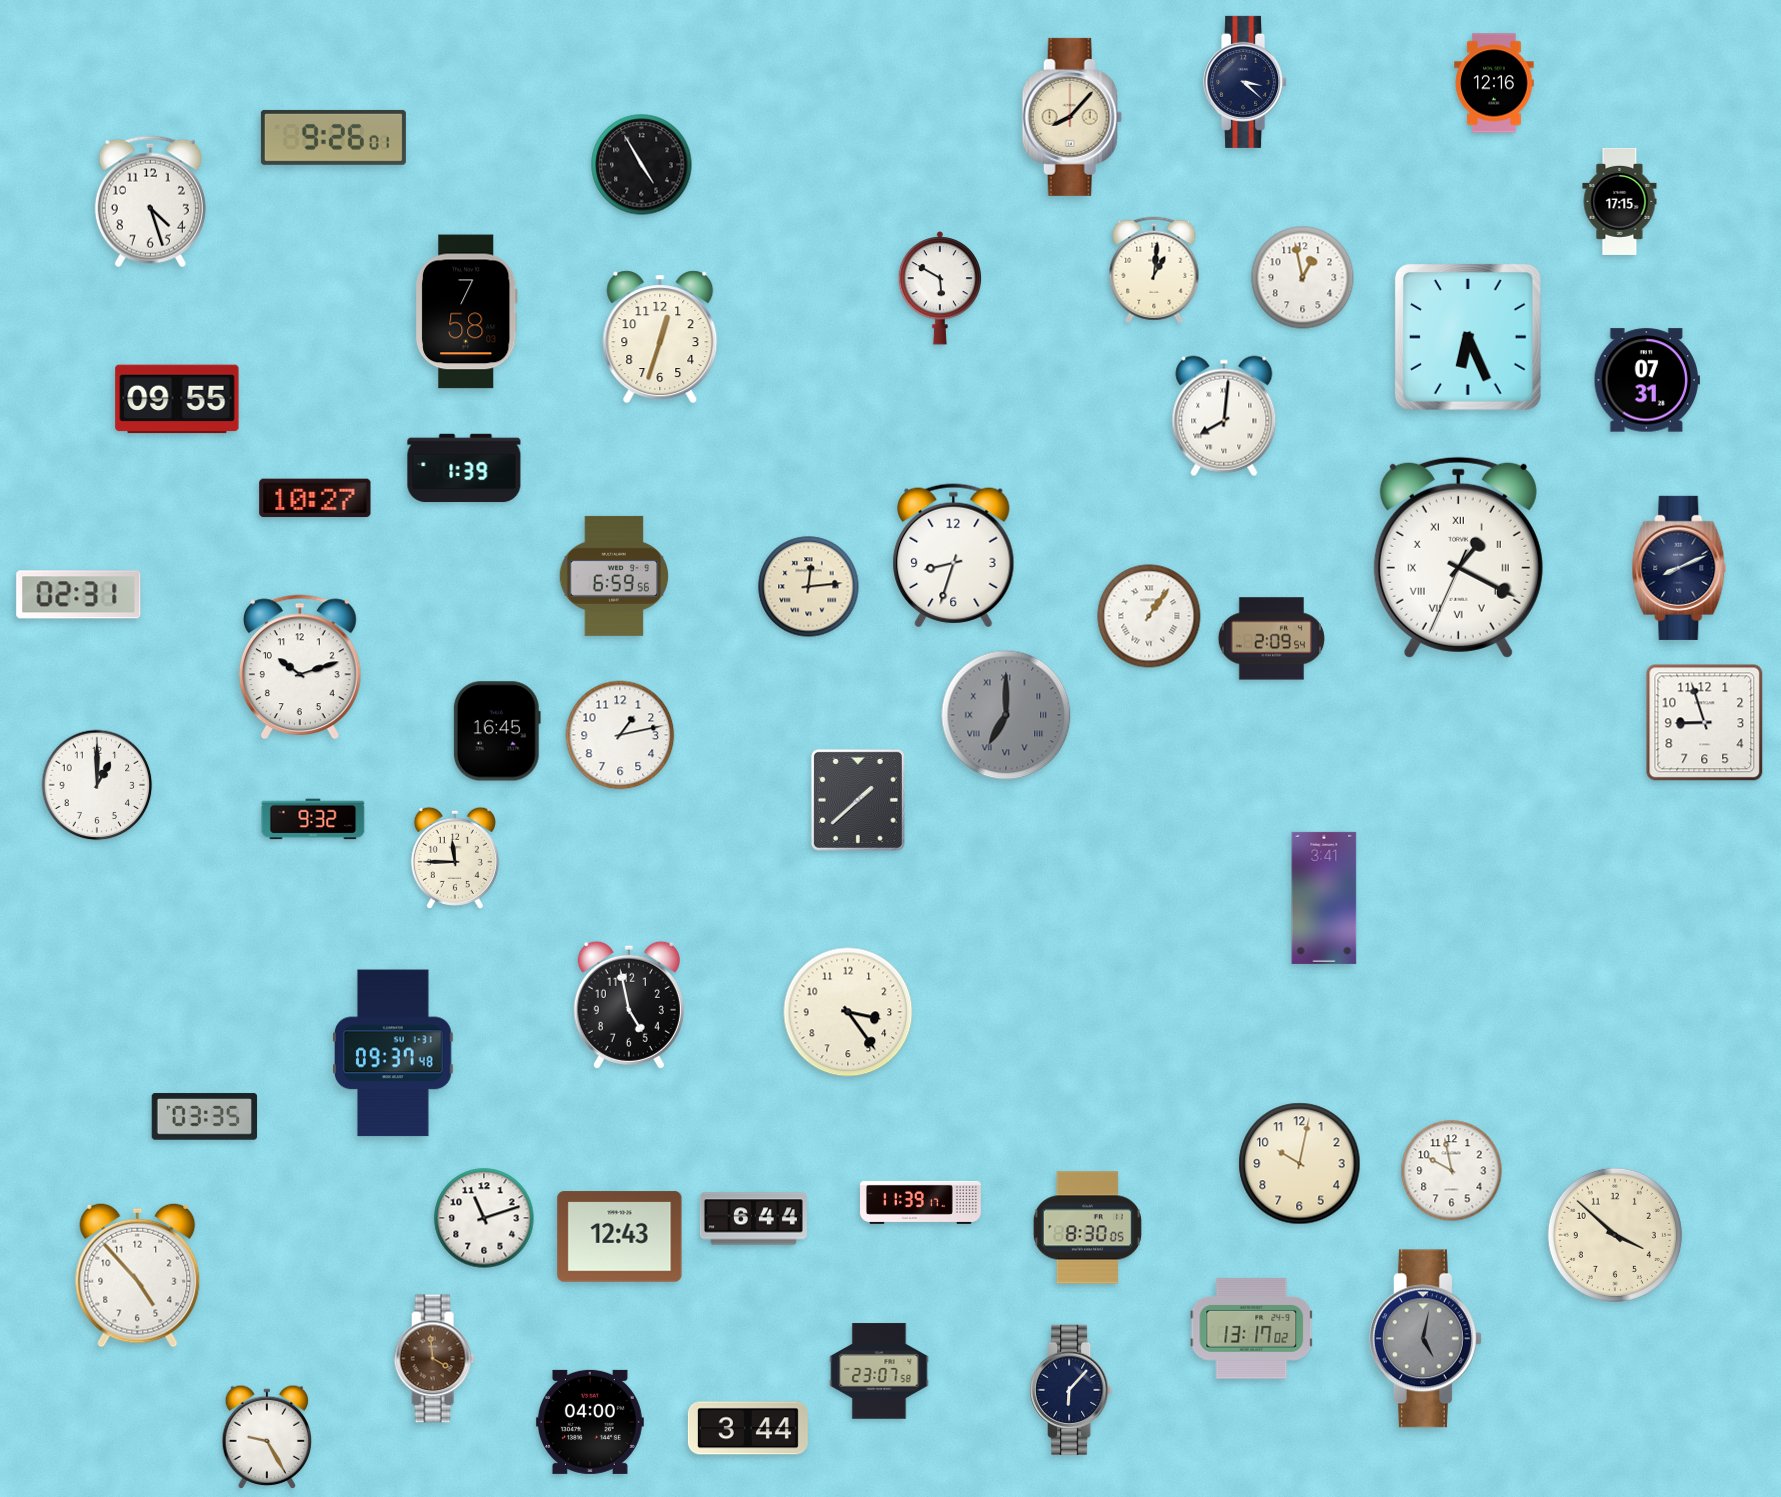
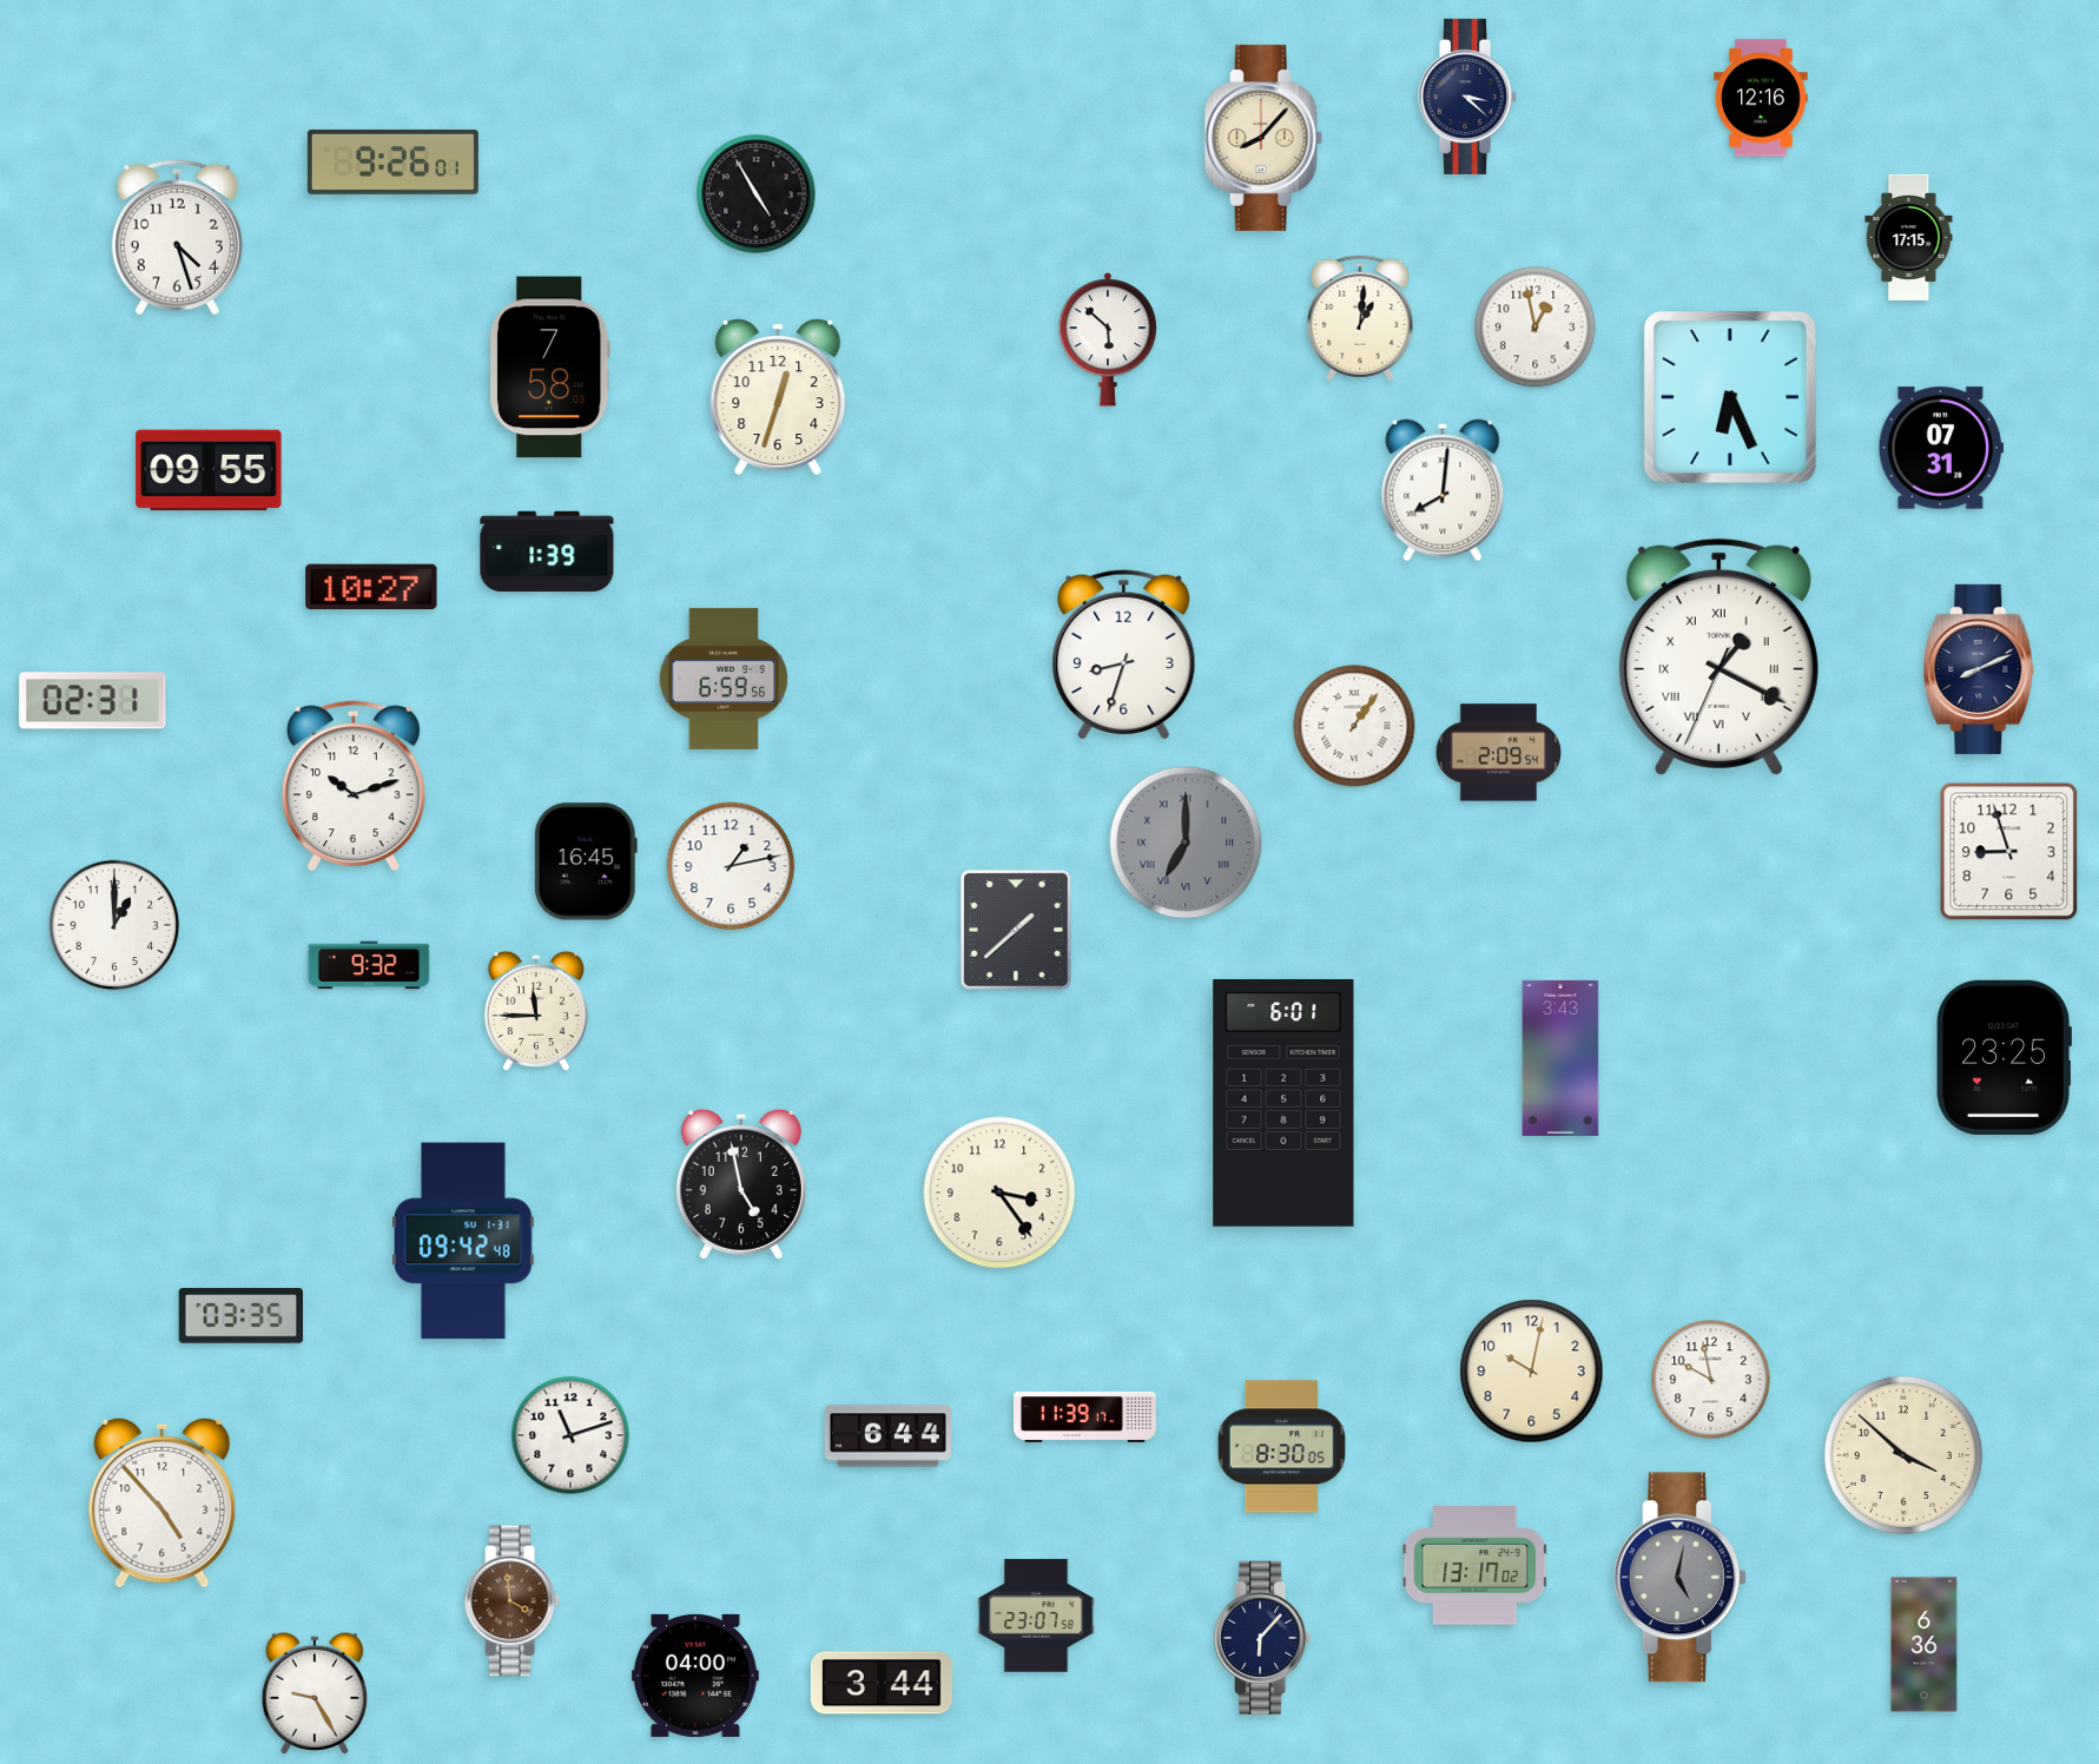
clock at (940, 288): 5:50 -> 5:52
clock at (809, 587): 12:14 -> none
clock at (858, 800) position: (858, 800) -> (1016, 930)
clock at (2004, 1057): none -> 23:25
clock at (1324, 898): 3:41 -> 3:43
clock at (1283, 1103): none -> 6:01
clock at (393, 1053): 09:37 -> 09:42
clock at (620, 1237): 12:43 -> none
clock at (1925, 1645): none -> 6:36
